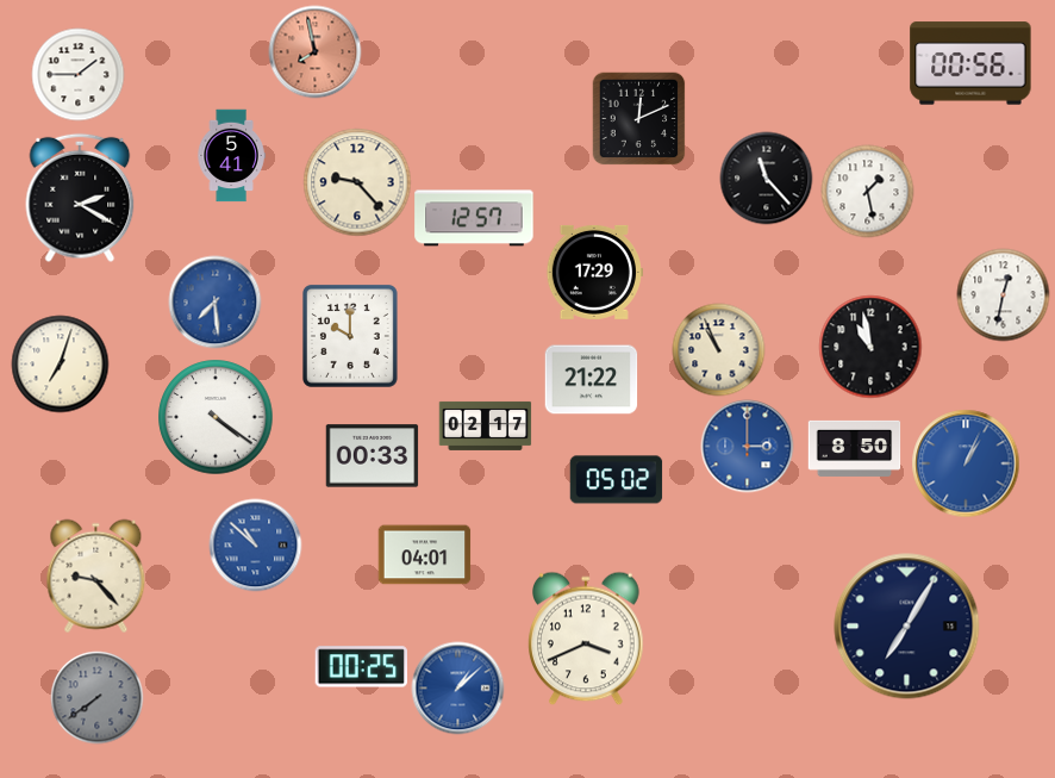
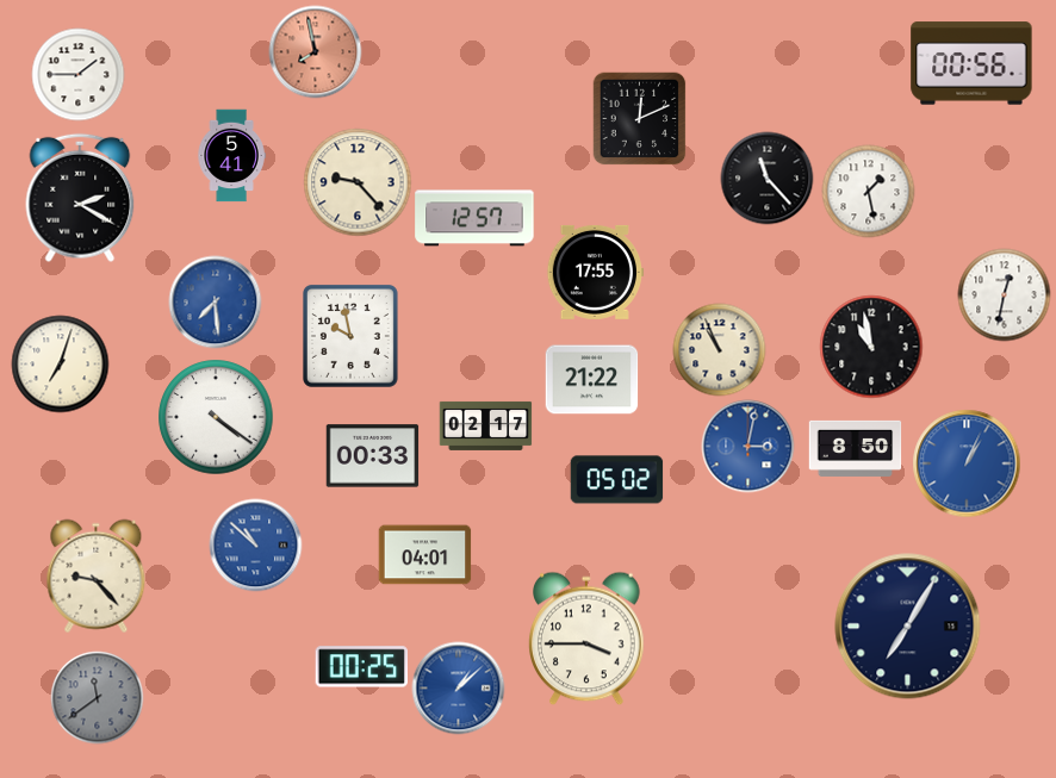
clock at (594, 272): 17:29 -> 17:55
clock at (350, 336): 10:00 -> 9:58
clock at (747, 446): 3:00 -> 3:02
clock at (586, 639): 3:41 -> 3:45
clock at (96, 697): 7:39 -> 11:39
